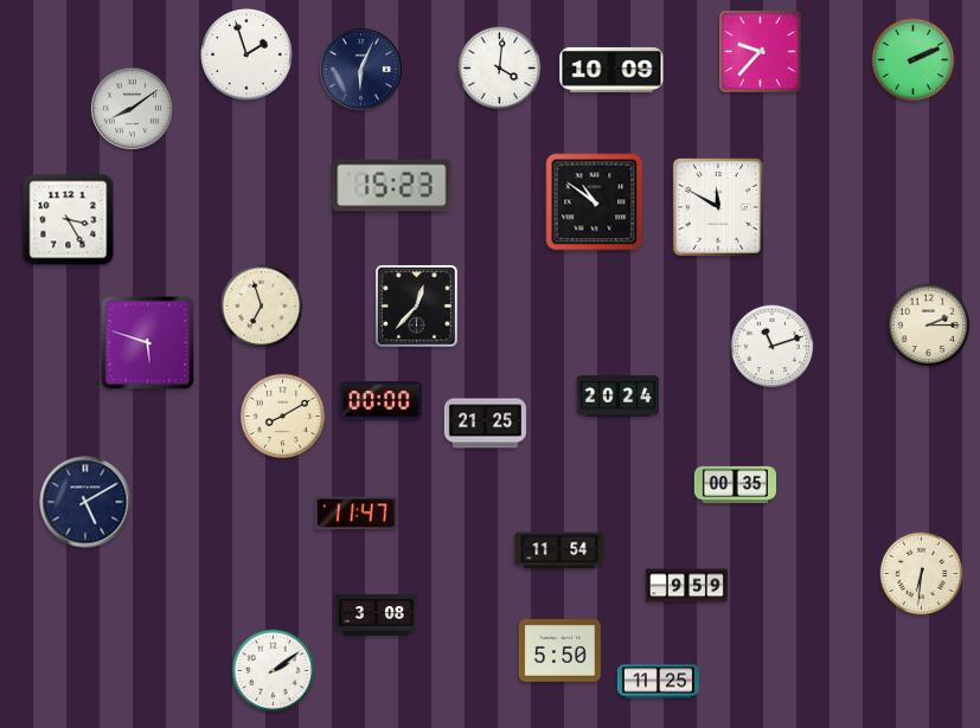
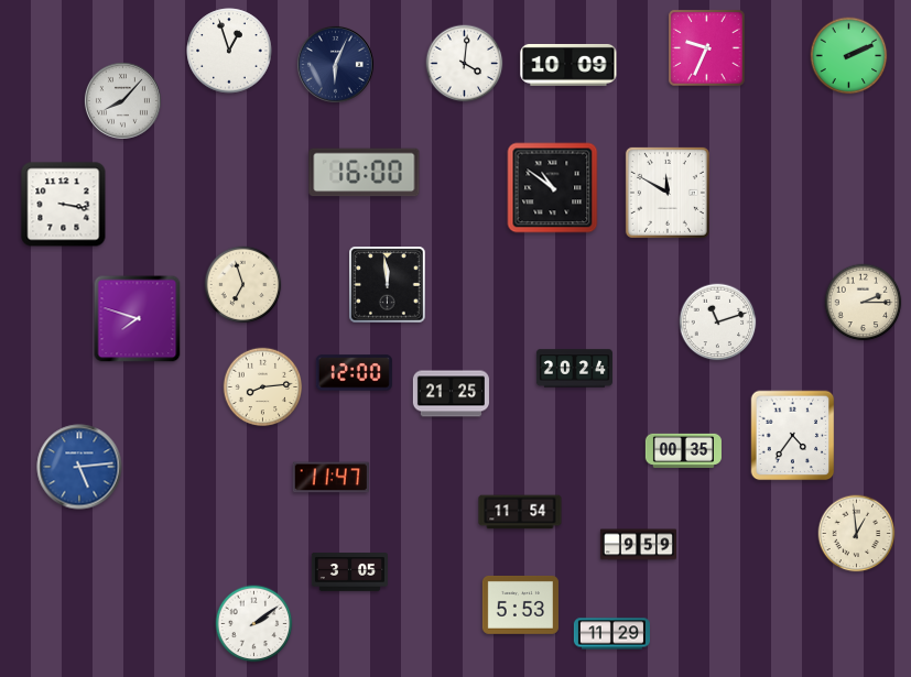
clock at (761, 52): 9:37 -> 9:34
clock at (246, 54): 1:57 -> 12:57
clock at (132, 108): 8:09 -> 8:07
clock at (392, 186): 15:23 -> 16:00
clock at (69, 220): 3:25 -> 3:17
clock at (417, 307): 12:37 -> 11:59
clock at (148, 343): 5:48 -> 7:48
clock at (380, 401): 00:00 -> 12:00
clock at (283, 417): 8:10 -> 8:14
clock at (793, 436): none -> 4:36
clock at (85, 502): 5:10 -> 5:14
clock at (85, 502) dial: navy -> blue
clock at (922, 574): 6:31 -> 12:59
clock at (376, 616): 3:08 -> 3:05
clock at (559, 651): 5:50 -> 5:53
clock at (658, 682): 11:25 -> 11:29
